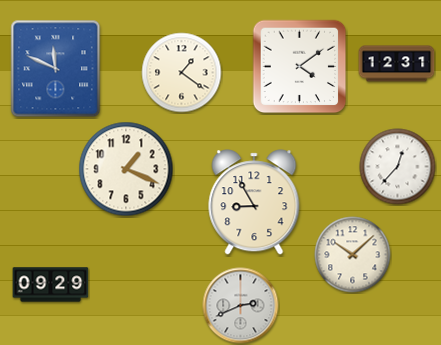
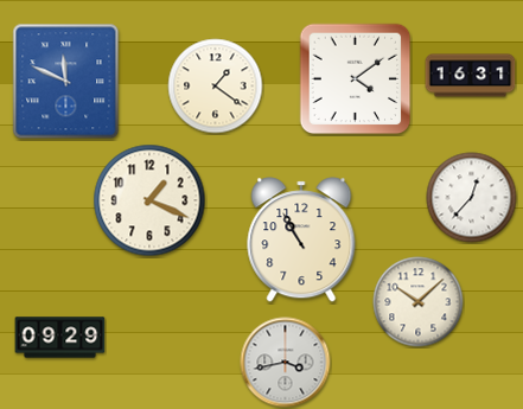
clock at (397, 64): 12:31 -> 16:31
clock at (254, 202): 8:55 -> 10:55
clock at (241, 306): 2:41 -> 3:43
